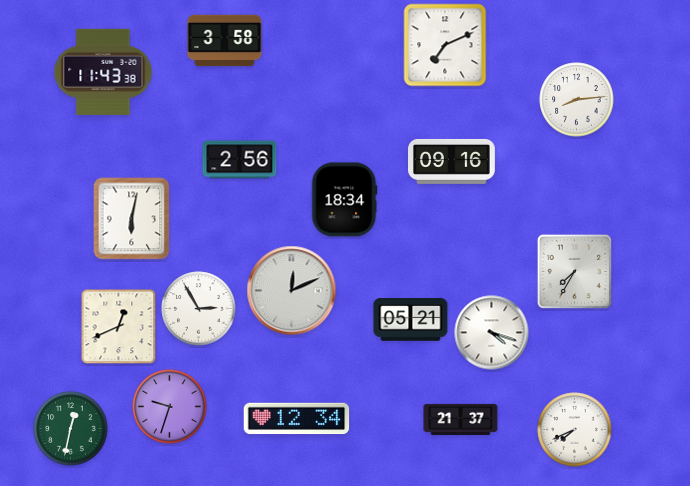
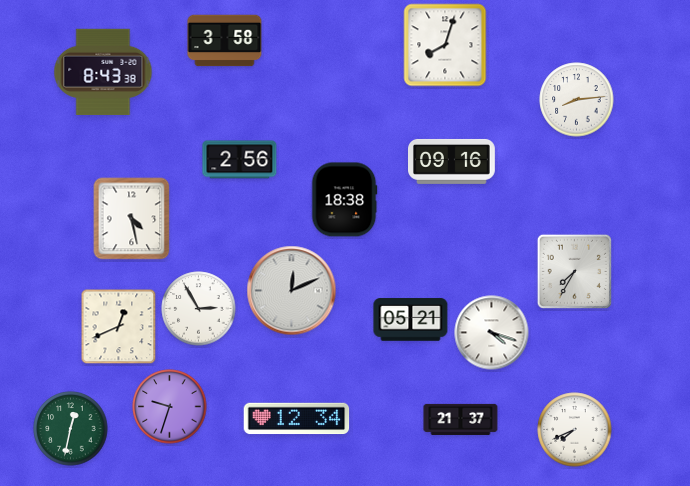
clock at (445, 45): 7:11 -> 8:03
clock at (103, 72): 11:43 -> 8:43
clock at (344, 200): 18:34 -> 18:38
clock at (132, 219): 6:02 -> 4:28
